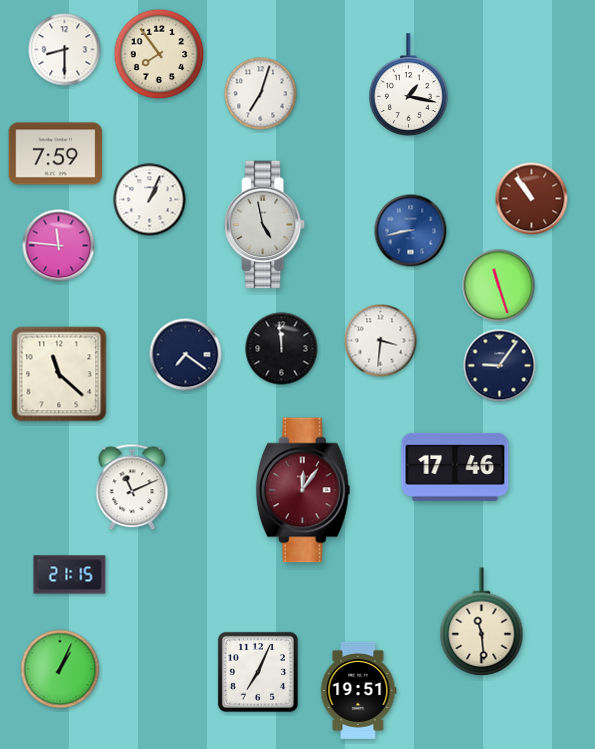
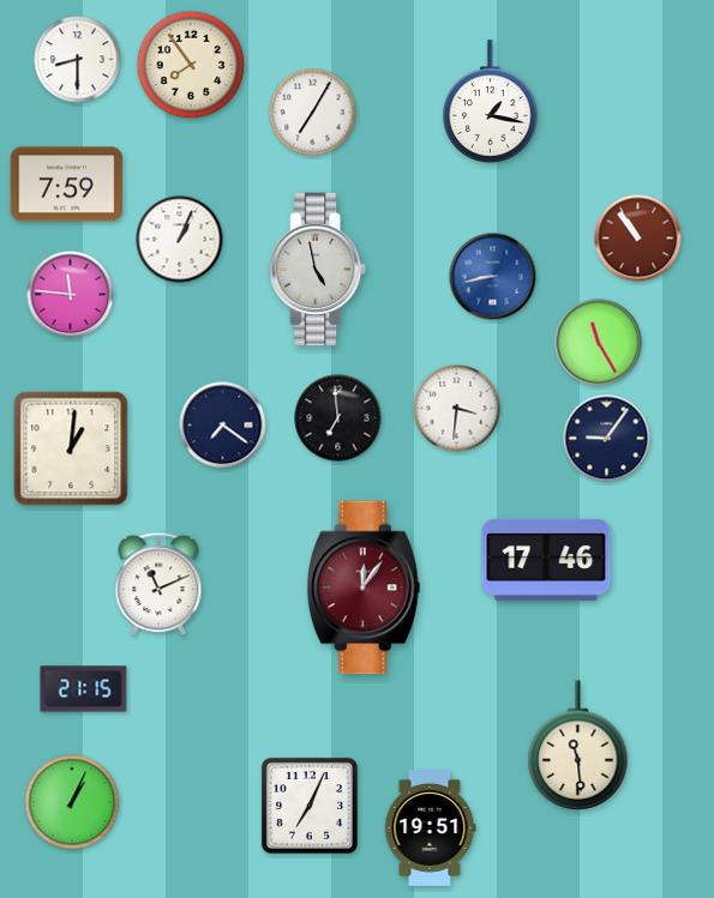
clock at (261, 94): 7:03 -> 7:05
clock at (499, 286): 11:27 -> 11:25
clock at (282, 349): 11:59 -> 6:59
clock at (500, 366) position: (500, 366) -> (607, 439)
clock at (59, 374): 11:22 -> 1:01
